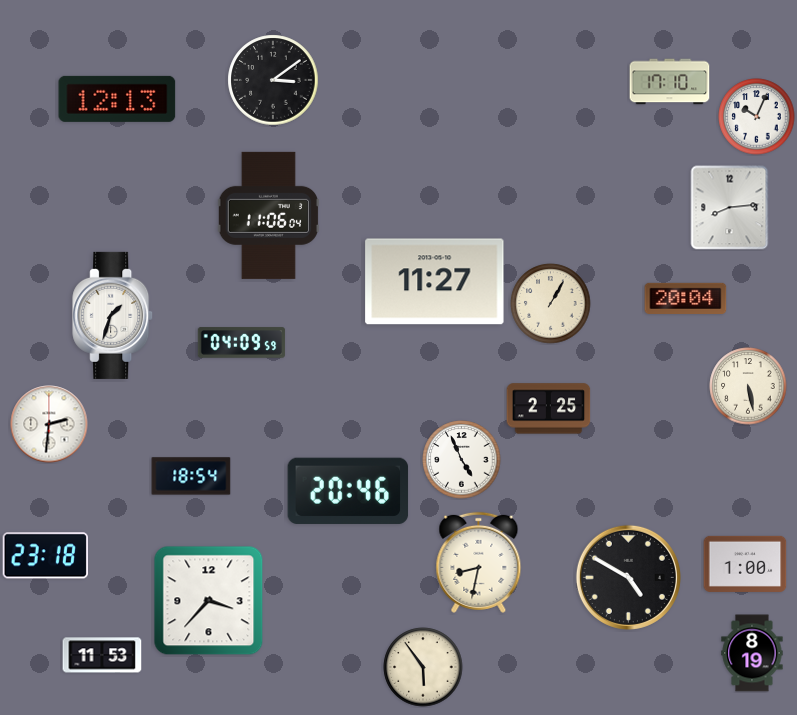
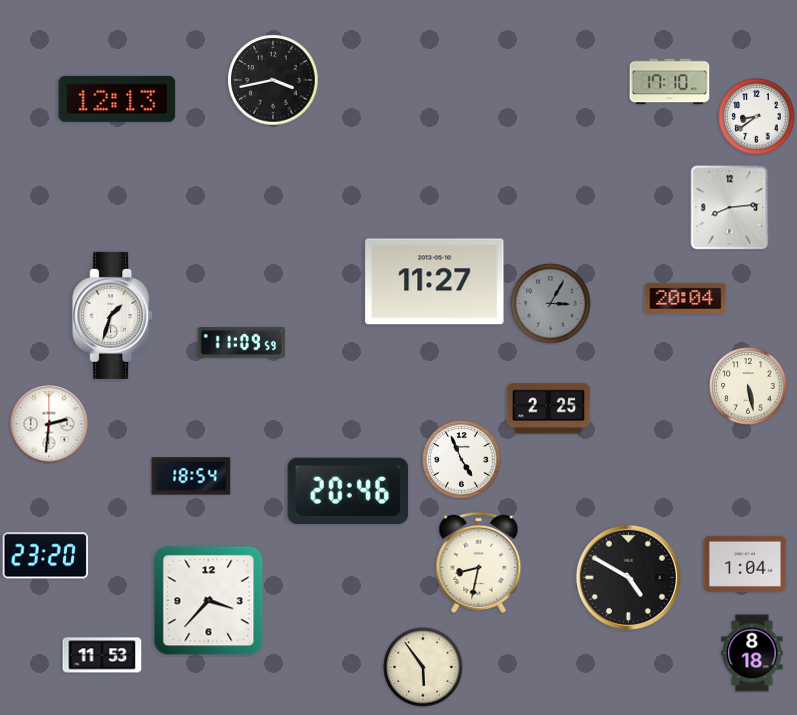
clock at (273, 80): 3:09 -> 3:43
clock at (757, 117): 10:04 -> 8:39
clock at (268, 215): 11:06 -> none
clock at (551, 304): 1:05 -> 3:05
clock at (551, 304) dial: cream -> grey
clock at (242, 343): 04:09 -> 11:09
clock at (45, 556): 23:18 -> 23:20
clock at (745, 564): 1:00 -> 1:04
clock at (752, 653): 8:19 -> 8:18
